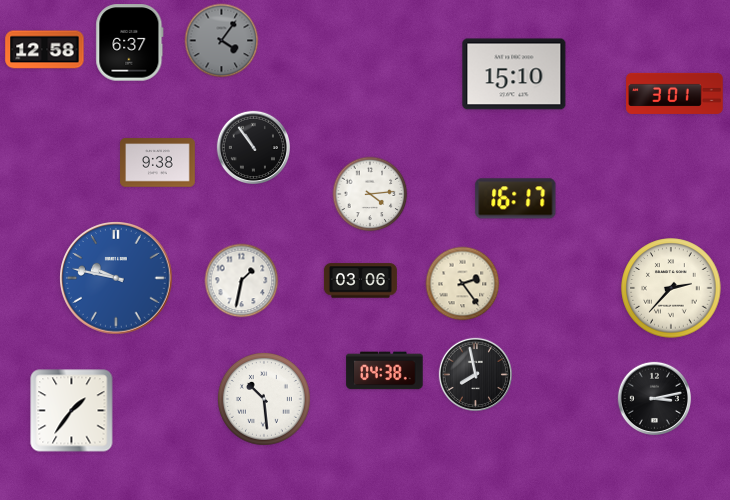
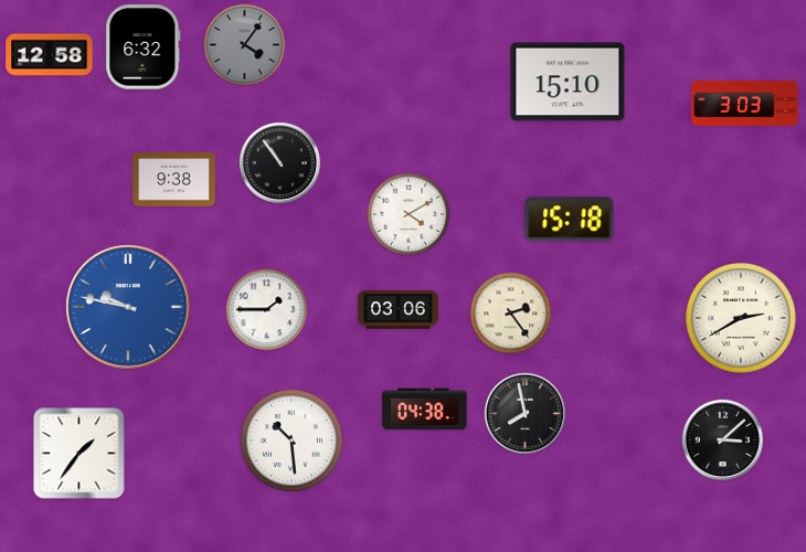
clock at (130, 43): 6:37 -> 6:32
clock at (675, 93): 3:01 -> 3:03
clock at (370, 194): 4:14 -> 4:10
clock at (516, 199): 16:17 -> 15:18
clock at (242, 281): 1:32 -> 1:45
clock at (671, 288): 2:37 -> 2:40
clock at (654, 398): 3:13 -> 3:08
